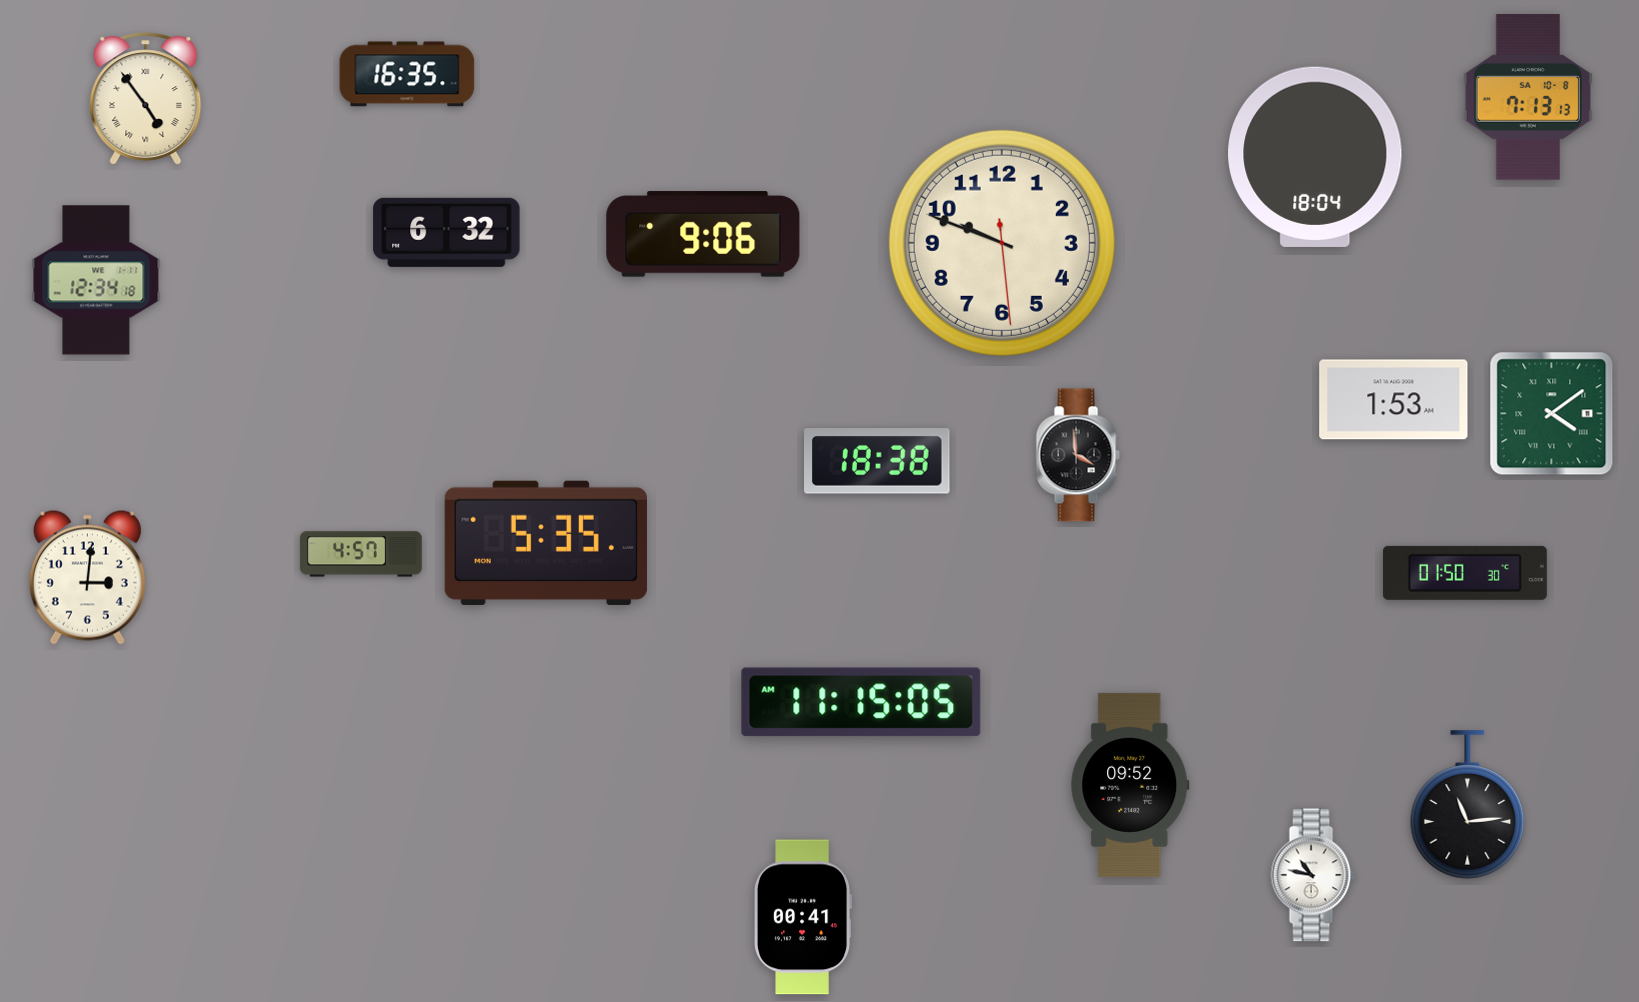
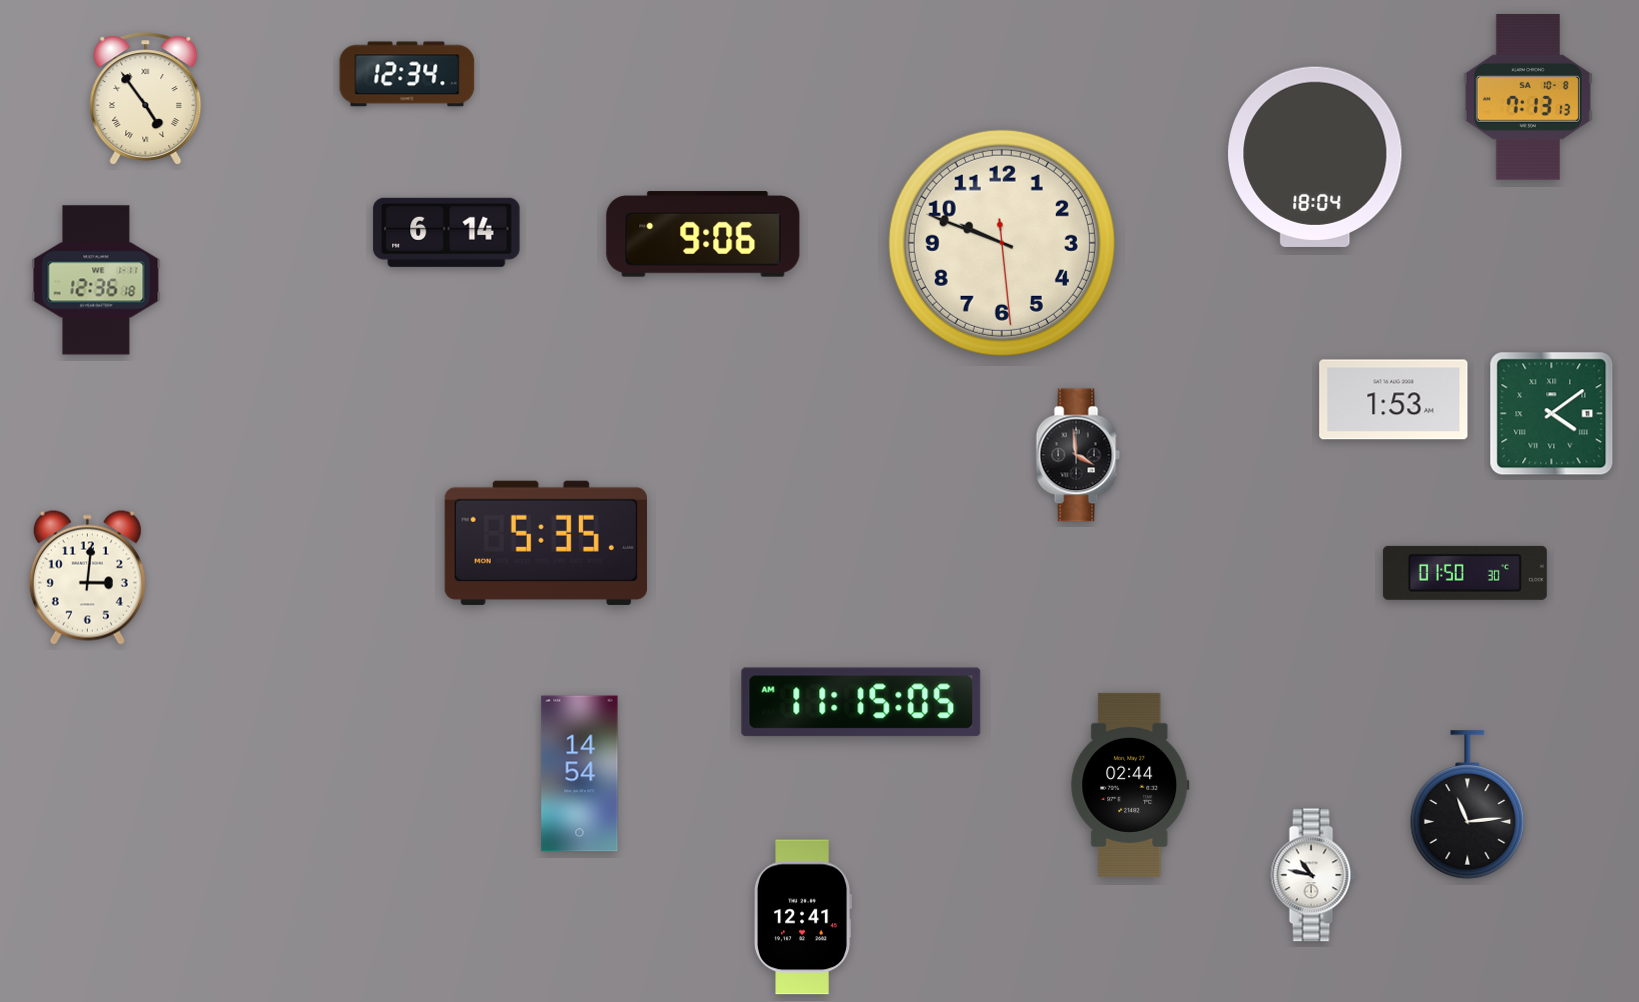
clock at (407, 74): 16:35 -> 12:34
clock at (447, 232): 6:32 -> 6:14
clock at (96, 280): 12:34 -> 12:36
clock at (878, 461): 18:38 -> none
clock at (361, 554): 4:57 -> none
clock at (580, 774): none -> 14:54
clock at (1130, 785): 09:52 -> 02:44
clock at (804, 917): 00:41 -> 12:41
